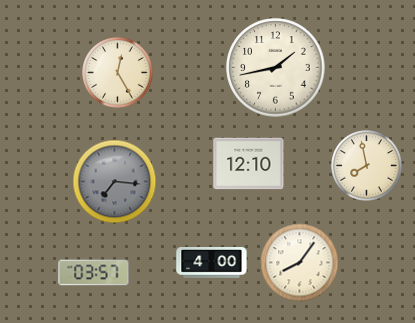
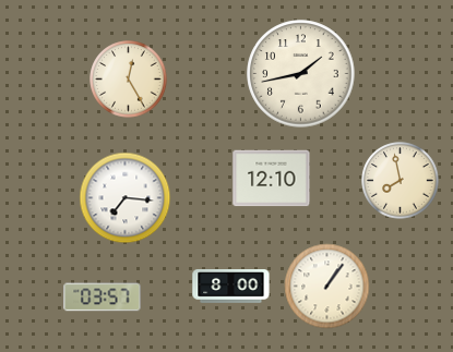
clock at (115, 182) dial: grey -> white
clock at (212, 263): 4:00 -> 8:00
clock at (300, 263): 8:06 -> 1:06
